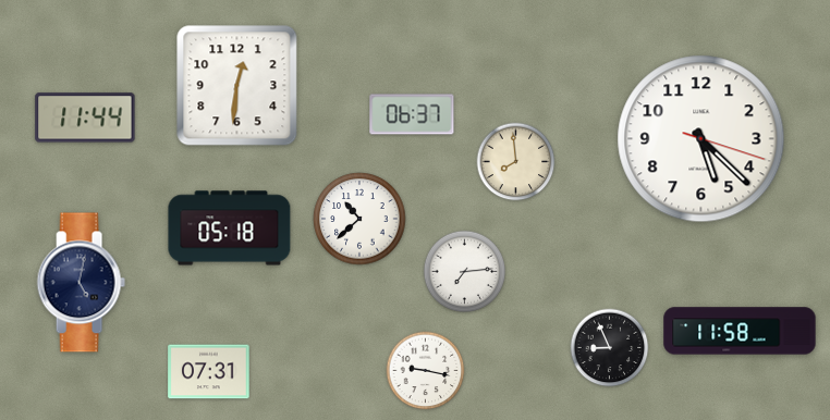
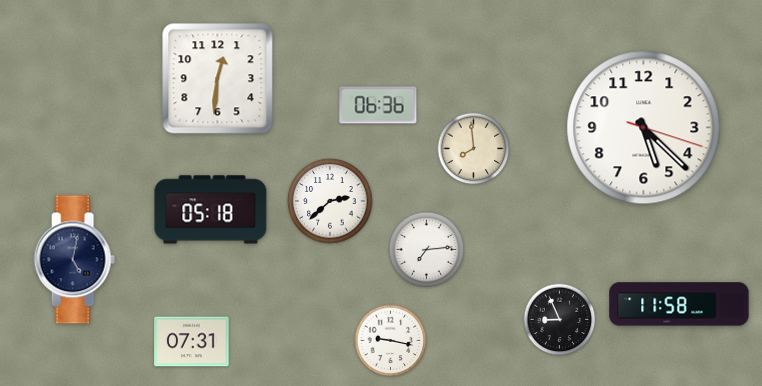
clock at (412, 114): 06:37 -> 06:36
clock at (85, 118): 11:44 -> none
clock at (359, 219): 10:38 -> 2:38
